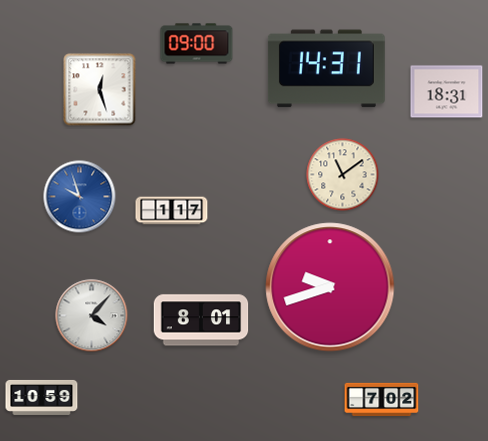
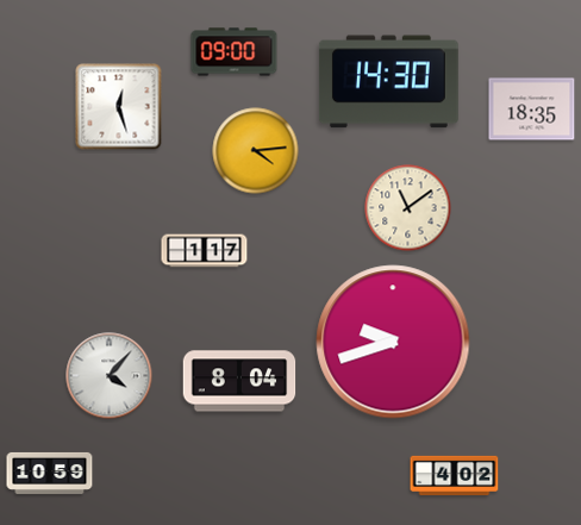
clock at (326, 69): 14:31 -> 14:30
clock at (447, 92): 18:31 -> 18:35
clock at (256, 151): none -> 4:14
clock at (80, 197): 9:57 -> none
clock at (201, 320): 8:01 -> 8:04
clock at (382, 399): 7:02 -> 4:02
